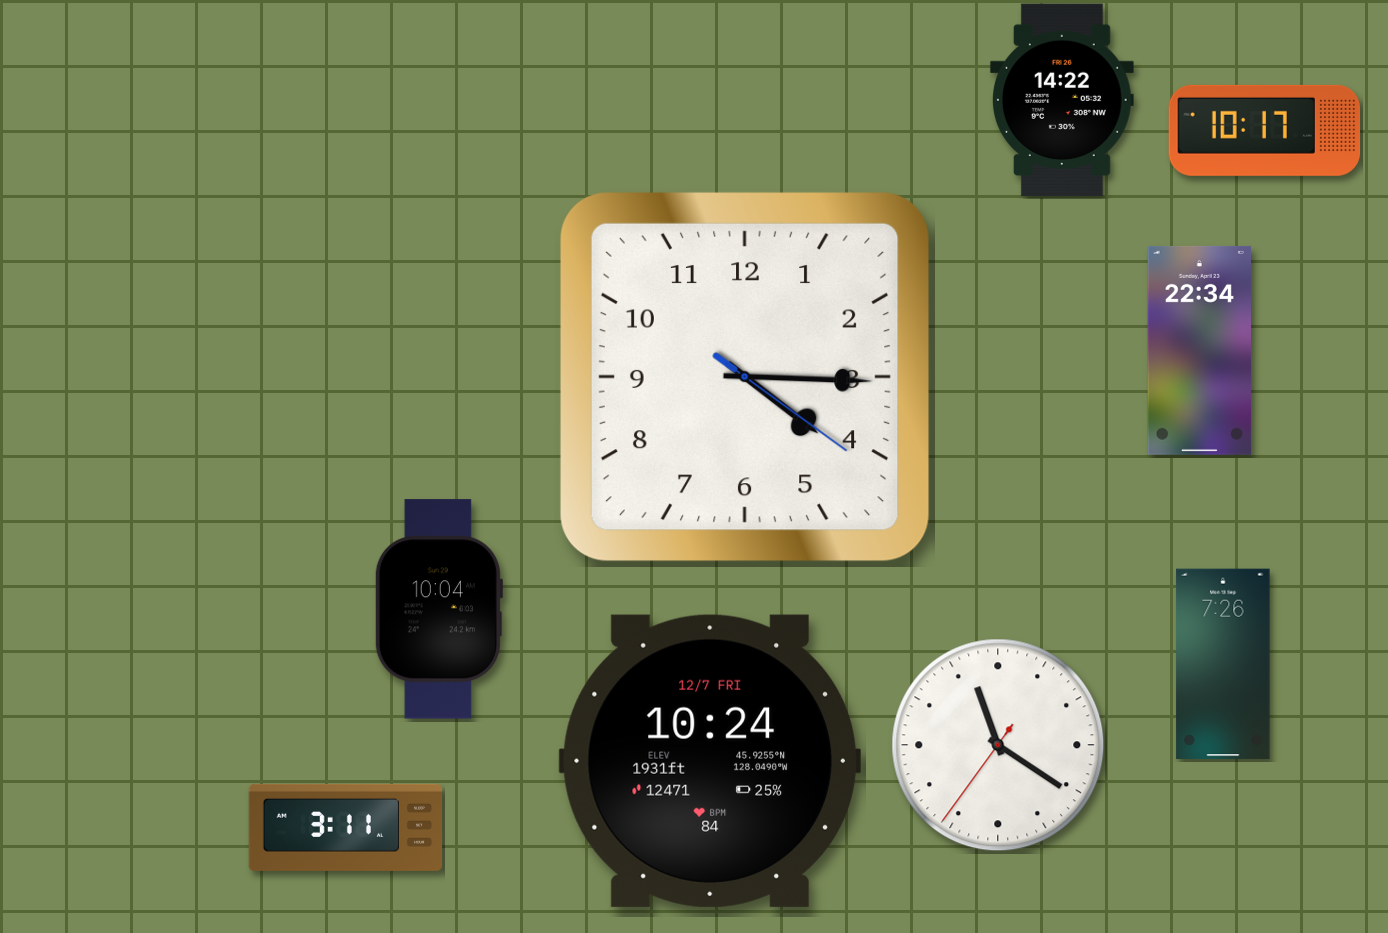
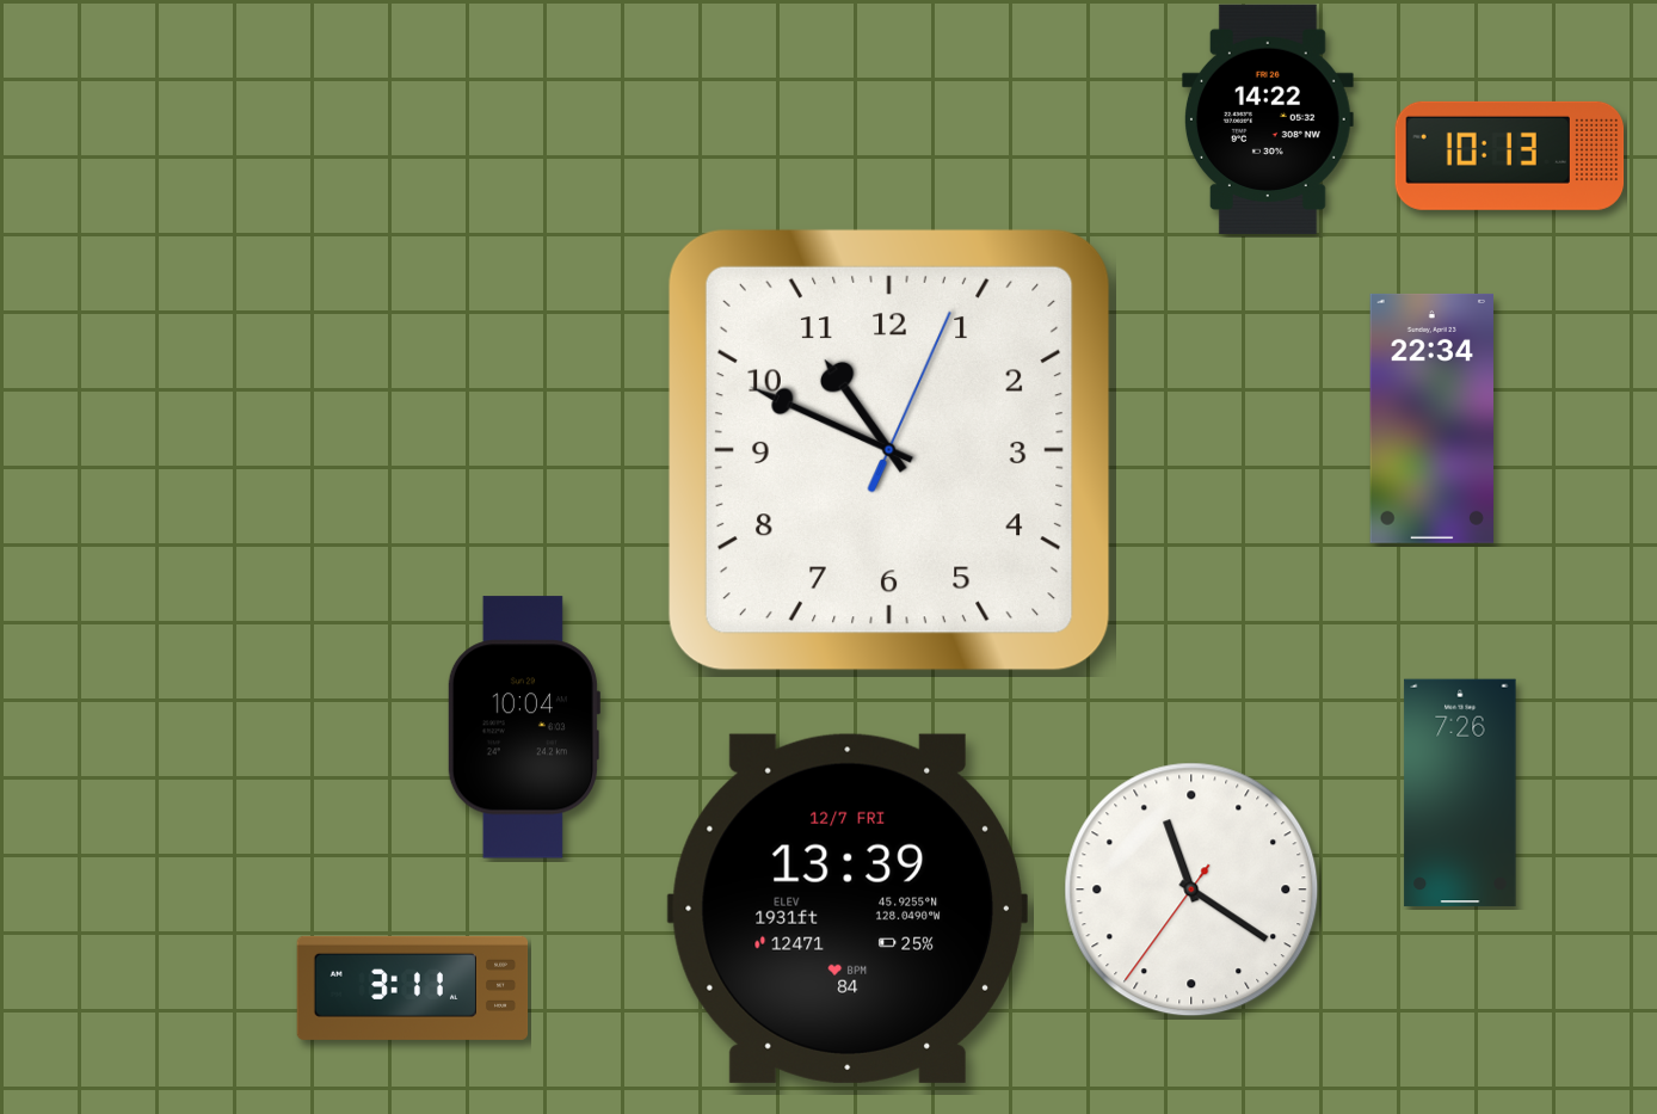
clock at (1265, 130): 10:17 -> 10:13
clock at (745, 377): 4:15 -> 10:49
clock at (710, 761): 10:24 -> 13:39
